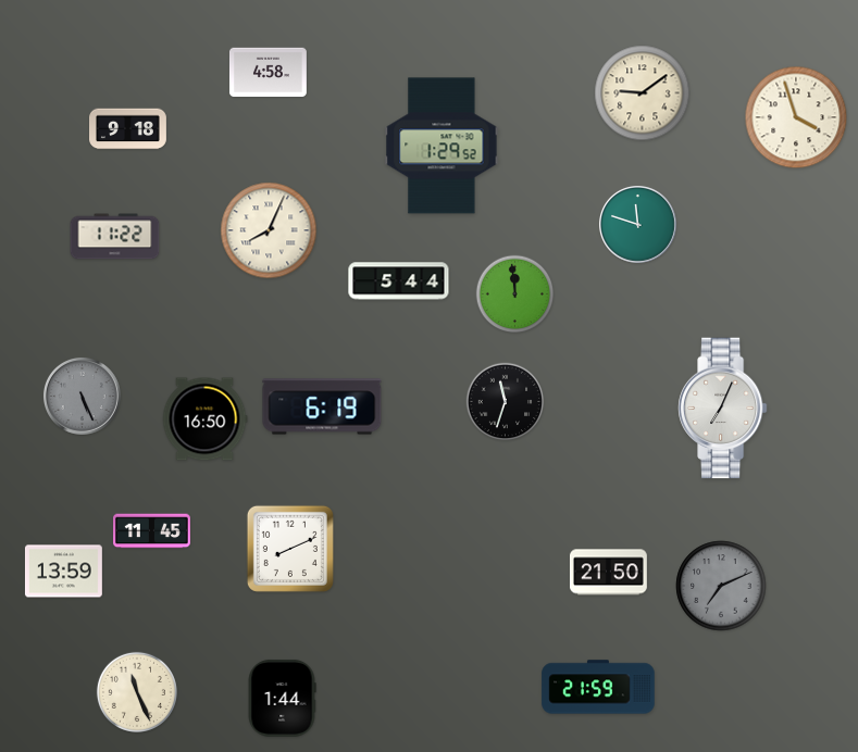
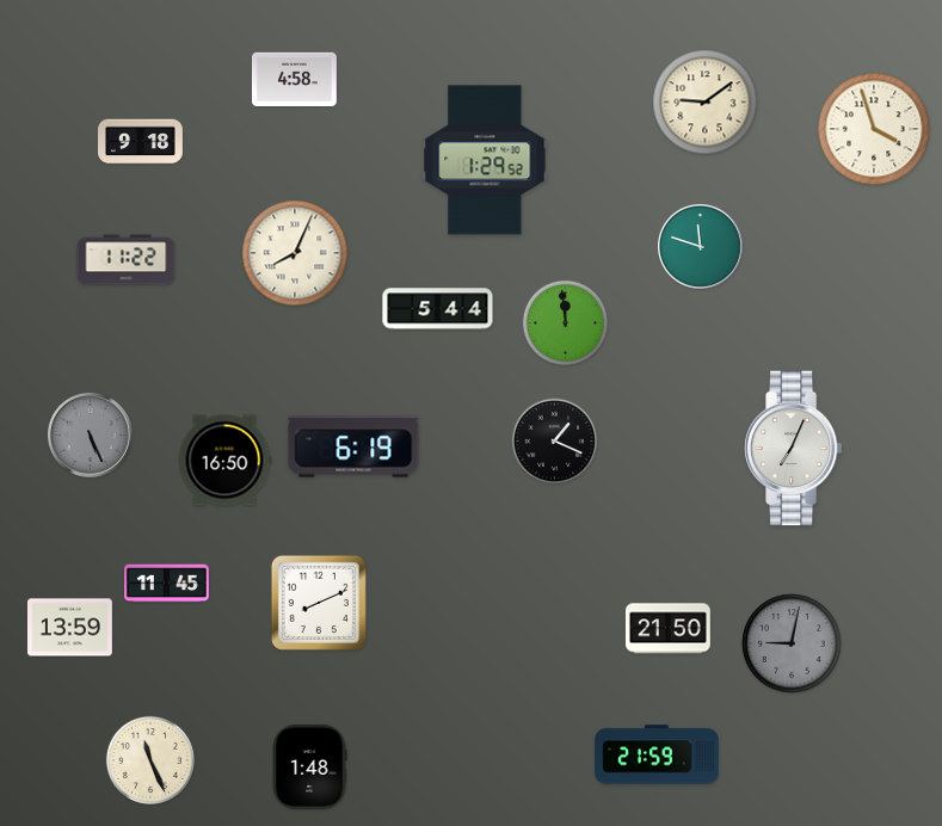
clock at (506, 402): 11:33 -> 1:19
clock at (721, 586): 7:11 -> 9:02
clock at (282, 698): 1:44 -> 1:48
